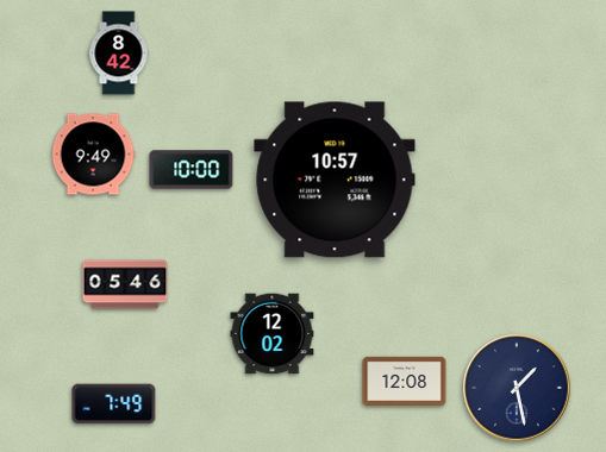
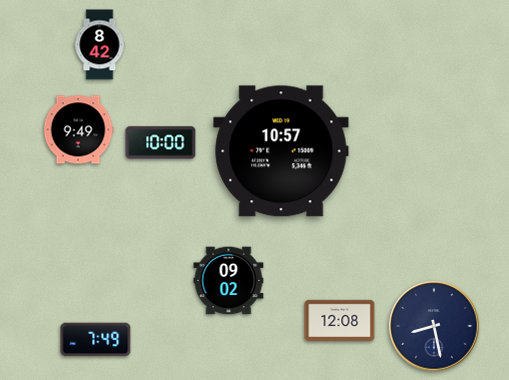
clock at (125, 284): 05:46 -> none
clock at (273, 334): 12:02 -> 09:02
clock at (517, 388): 1:28 -> 8:28
